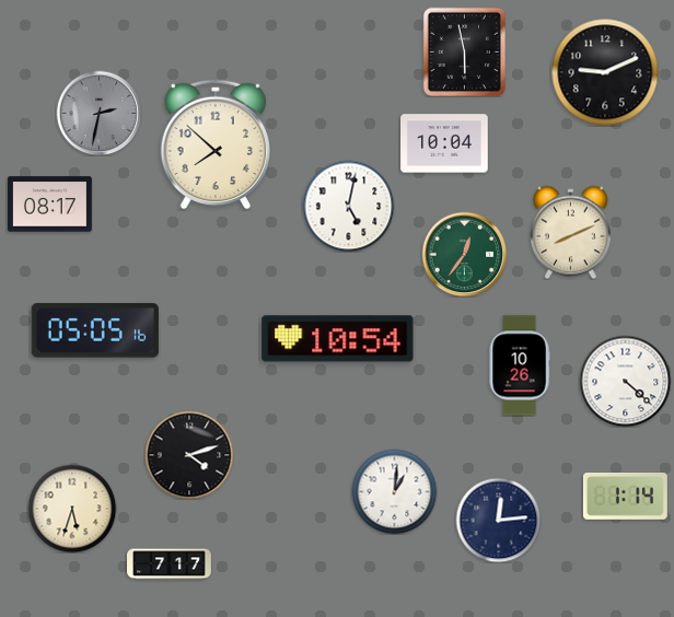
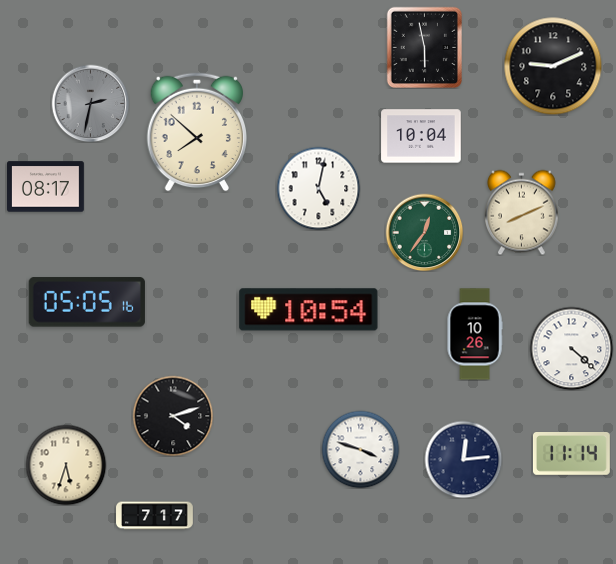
clock at (444, 143) position: (444, 143) -> (421, 136)
clock at (394, 491): 1:01 -> 3:48
clock at (626, 497): 1:14 -> 11:14
clock at (498, 520) position: (498, 520) -> (463, 459)
